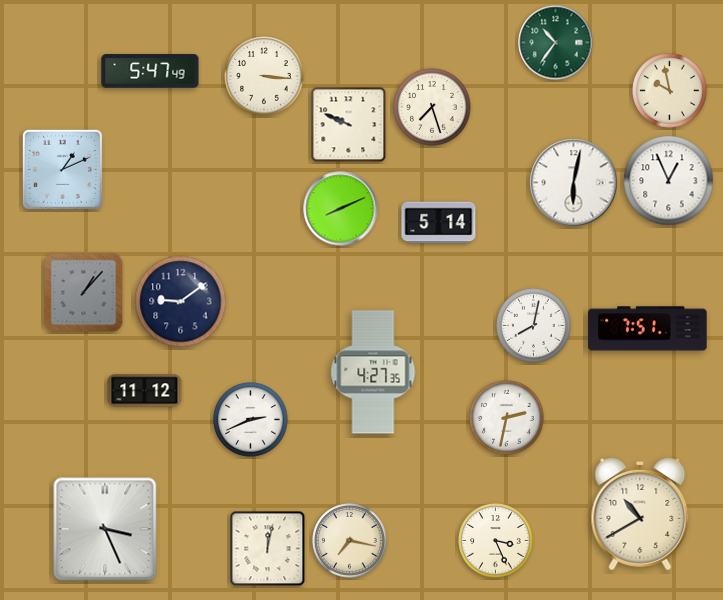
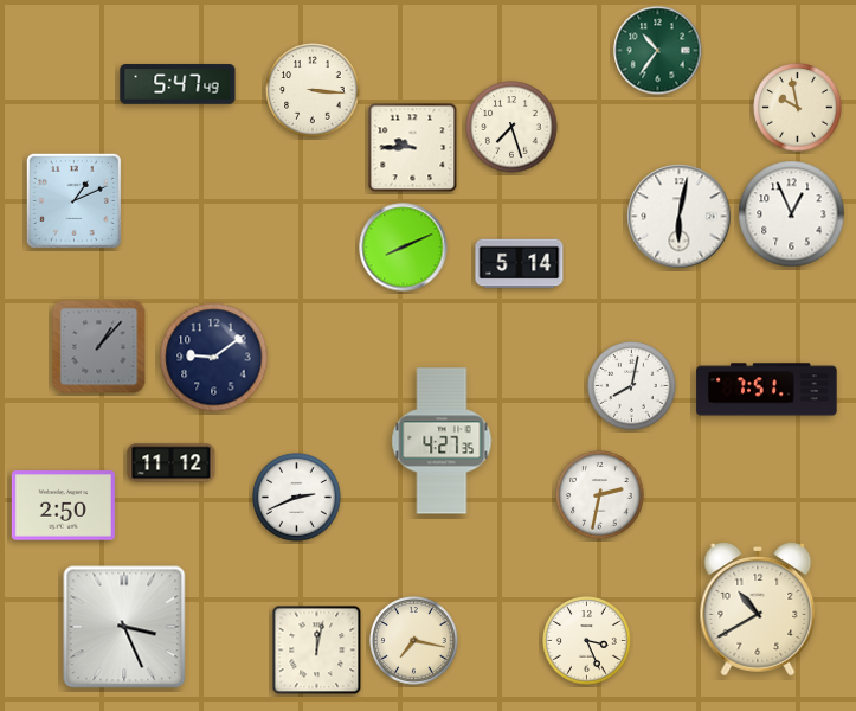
clock at (670, 91) position: (670, 91) -> (798, 108)
clock at (349, 125): 9:49 -> 9:45
clock at (63, 506): none -> 2:50
